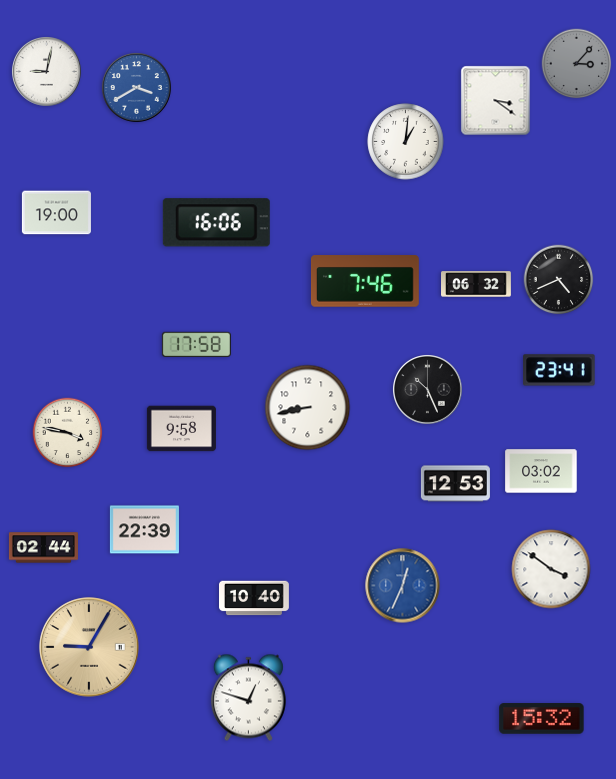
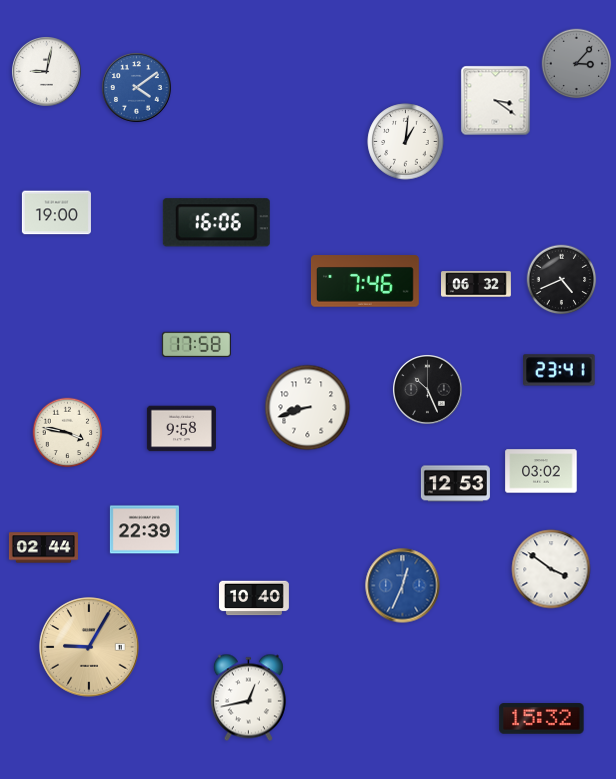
clock at (137, 88): 3:40 -> 4:09
clock at (559, 280) position: (559, 280) -> (562, 280)
clock at (308, 408): 8:43 -> 8:42
clock at (248, 698): 12:48 -> 12:43
